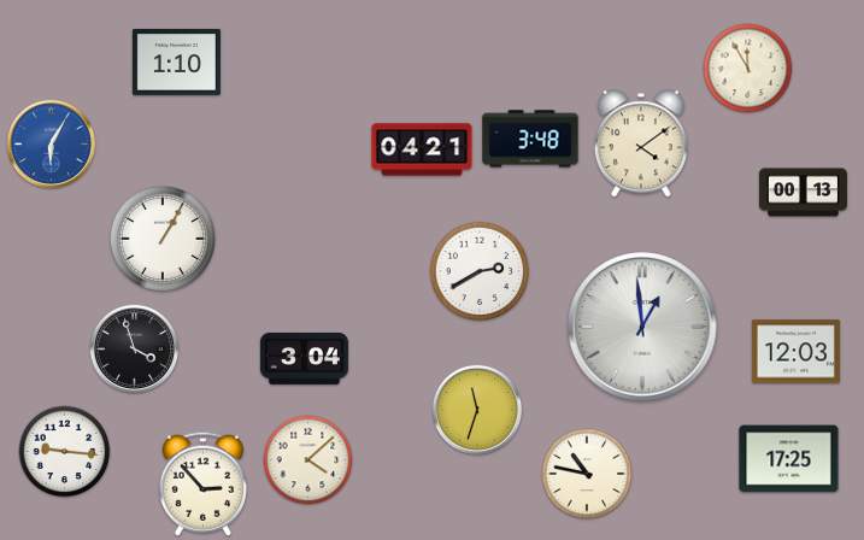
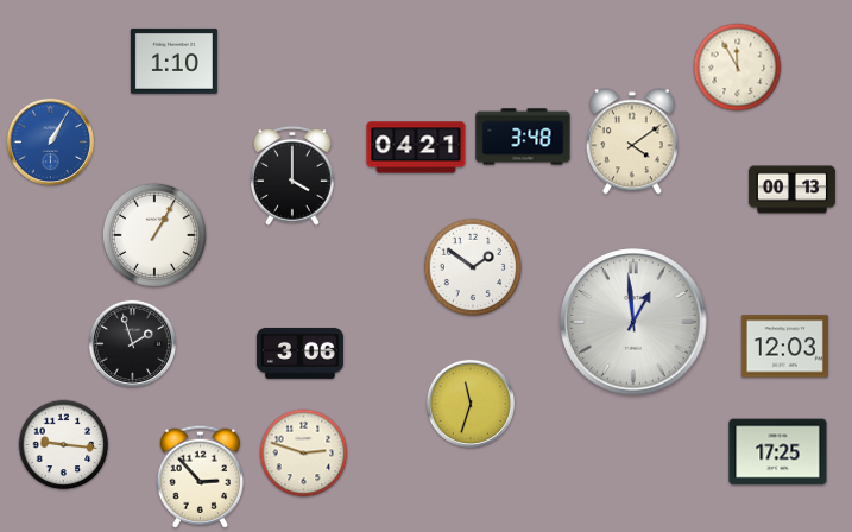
clock at (51, 143): 6:05 -> 1:05
clock at (294, 176): none -> 4:00
clock at (163, 239) position: (163, 239) -> (154, 235)
clock at (480, 271): 2:40 -> 1:51
clock at (134, 348): 3:57 -> 1:57
clock at (304, 358): 3:04 -> 3:06
clock at (308, 460): 4:08 -> 2:48
clock at (587, 474): 10:47 -> none
